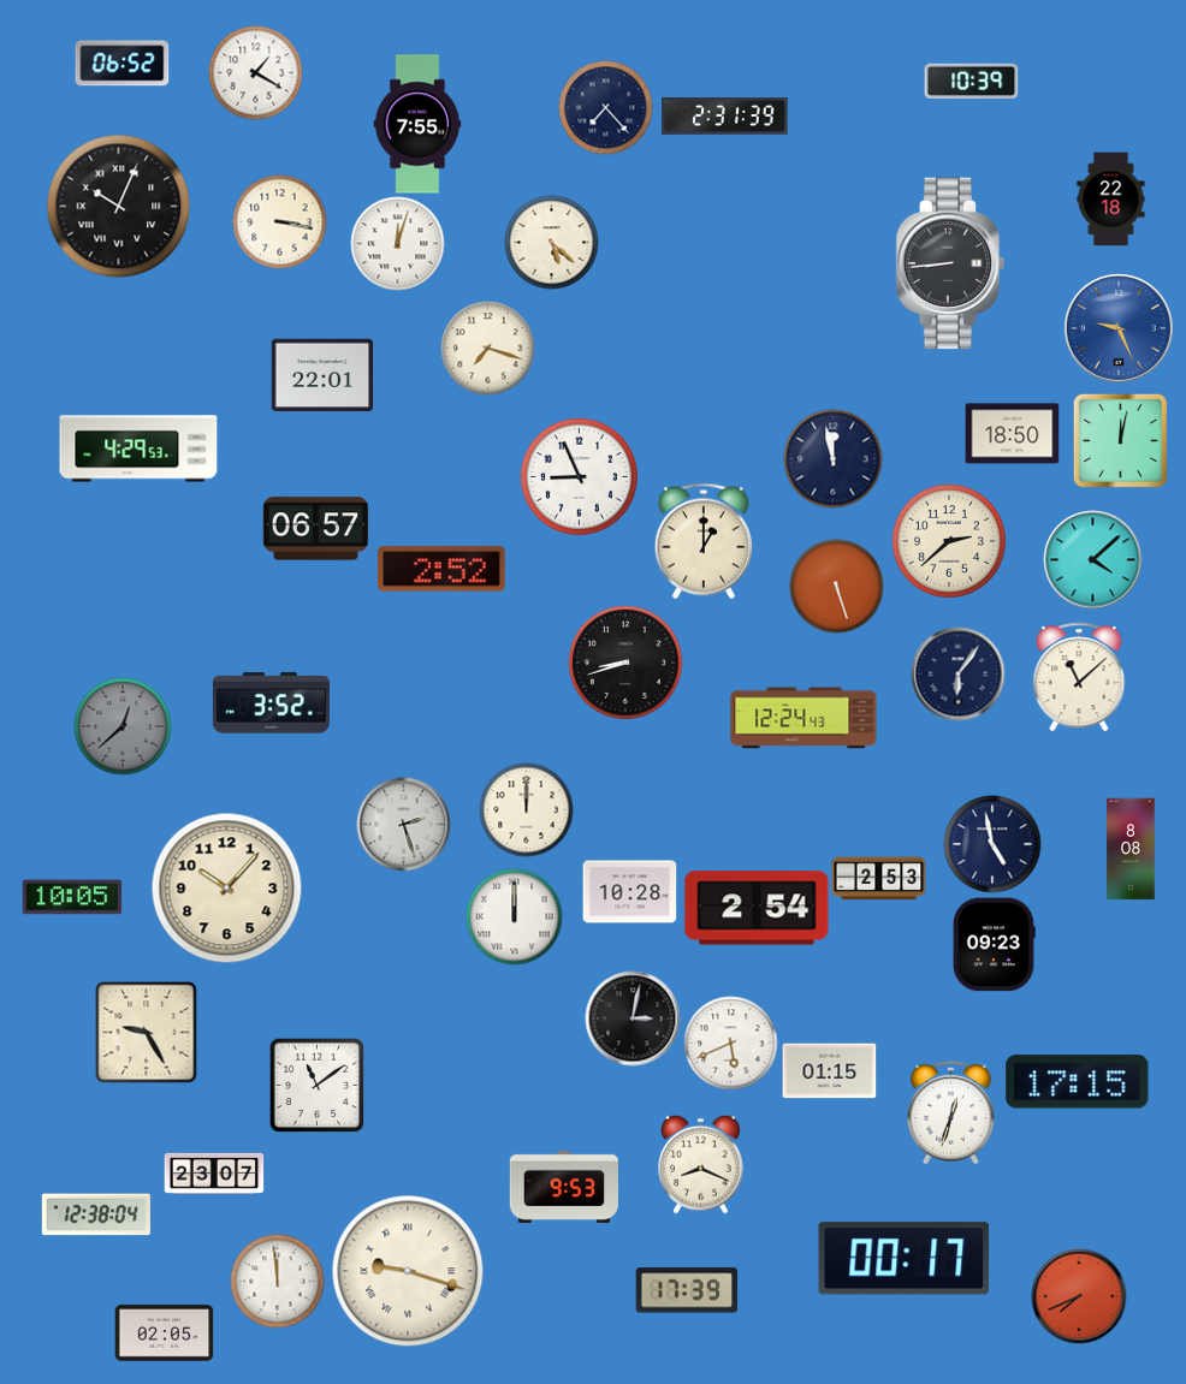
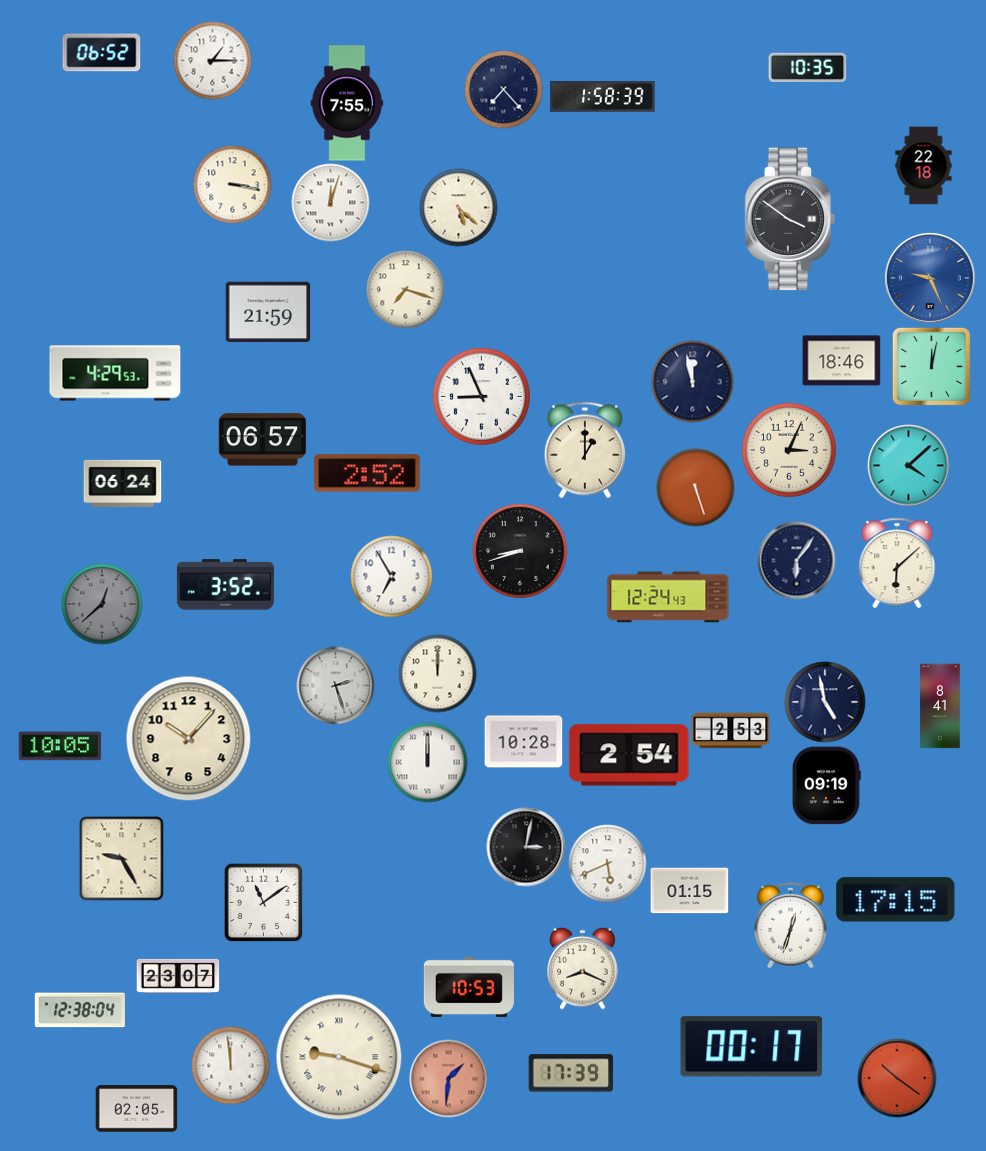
clock at (255, 72): 1:20 -> 1:15
clock at (971, 82): 10:39 -> 10:35
clock at (725, 117): 2:31 -> 1:58
clock at (118, 206): 10:04 -> none
clock at (551, 242) position: (551, 242) -> (458, 207)
clock at (950, 263): 8:44 -> 3:51
clock at (1119, 328) position: (1119, 328) -> (930, 278)
clock at (322, 375): 22:01 -> 21:59
clock at (1012, 434): 18:50 -> 18:46
clock at (949, 541): 2:38 -> 3:04
clock at (122, 483): none -> 06:24
clock at (1079, 677): 11:08 -> 6:08
clock at (391, 576): none -> 6:55
clock at (1131, 849): 8:08 -> 8:41
clock at (994, 944): 09:23 -> 09:19
clock at (730, 1043) position: (730, 1043) -> (607, 863)
clock at (564, 1187): 9:53 -> 10:53
clock at (448, 1078): none -> 1:31
clock at (1079, 1296): 7:41 -> 10:21
